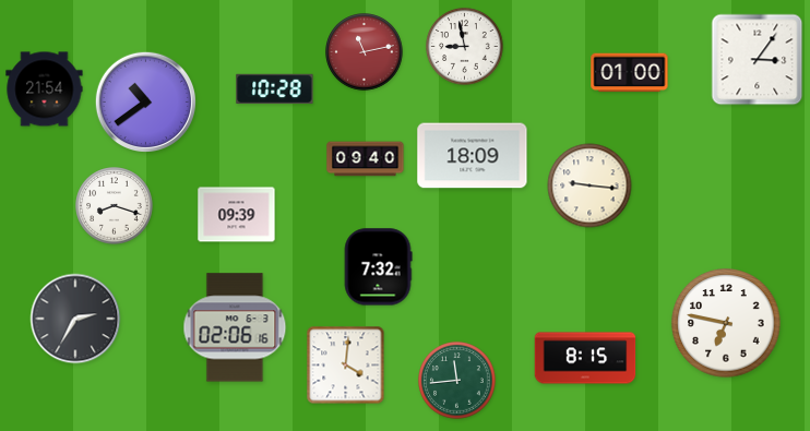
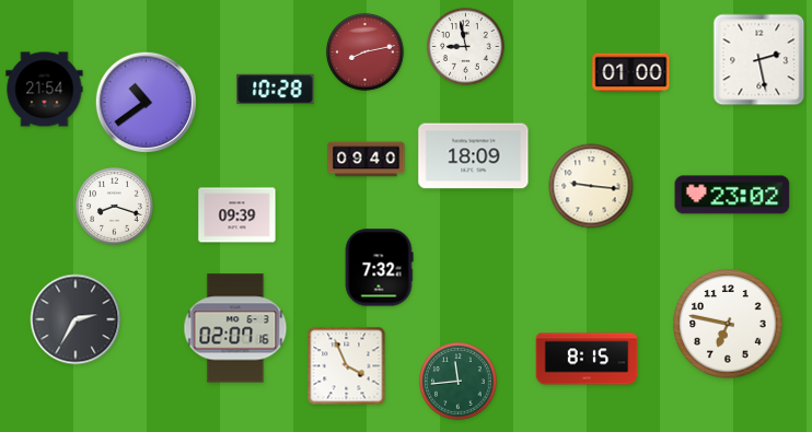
clock at (365, 52): 11:13 -> 8:13
clock at (758, 60): 3:06 -> 2:28
clock at (732, 195): none -> 23:02
clock at (235, 327): 02:06 -> 02:07
clock at (346, 366): 4:01 -> 3:56
